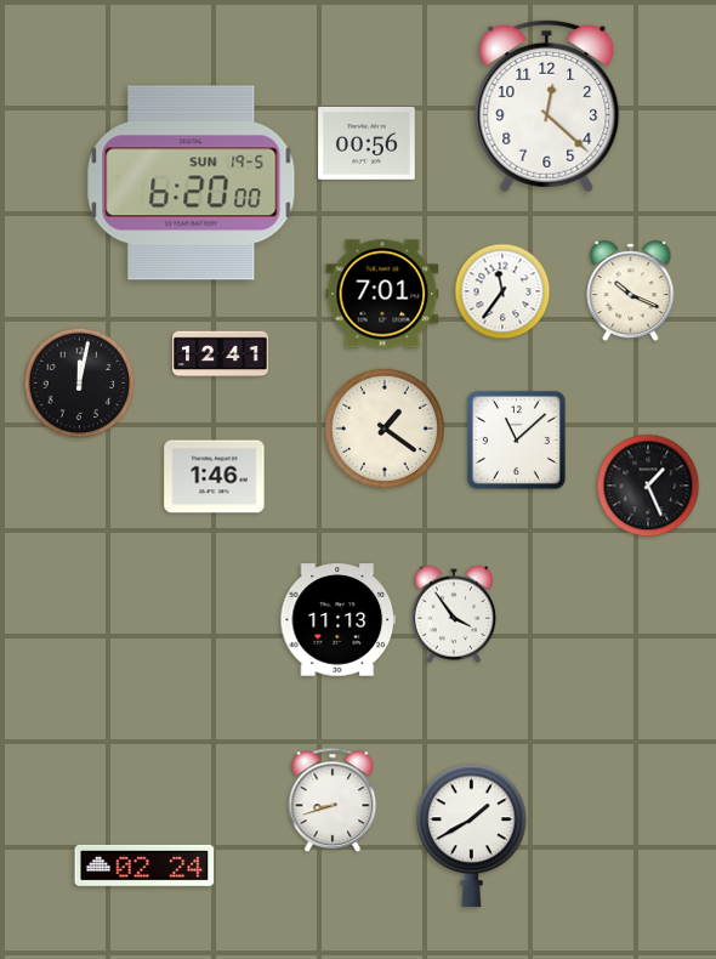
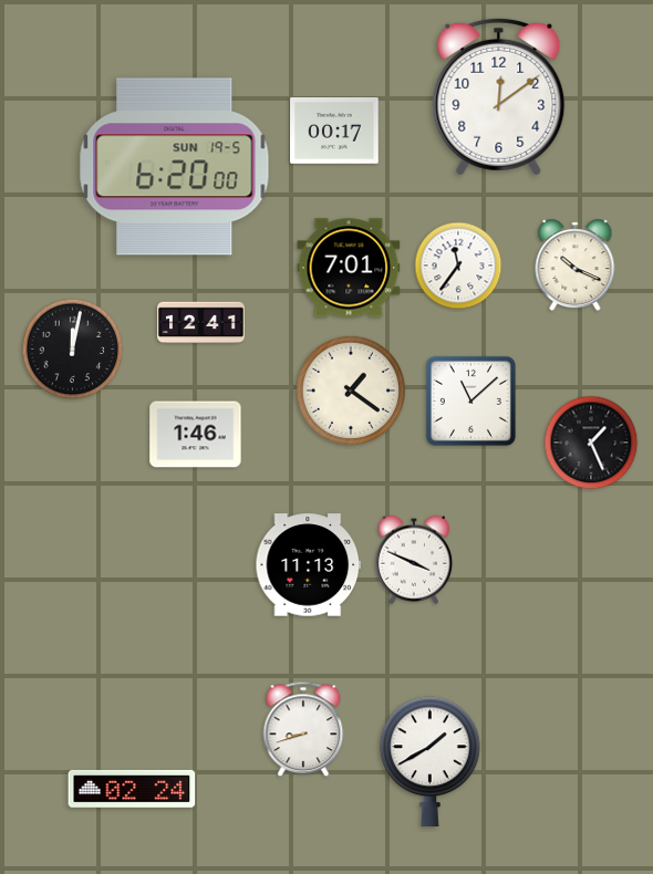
clock at (547, 106): 12:22 -> 12:09
clock at (366, 143): 00:56 -> 00:17
clock at (454, 614): 3:54 -> 3:49
